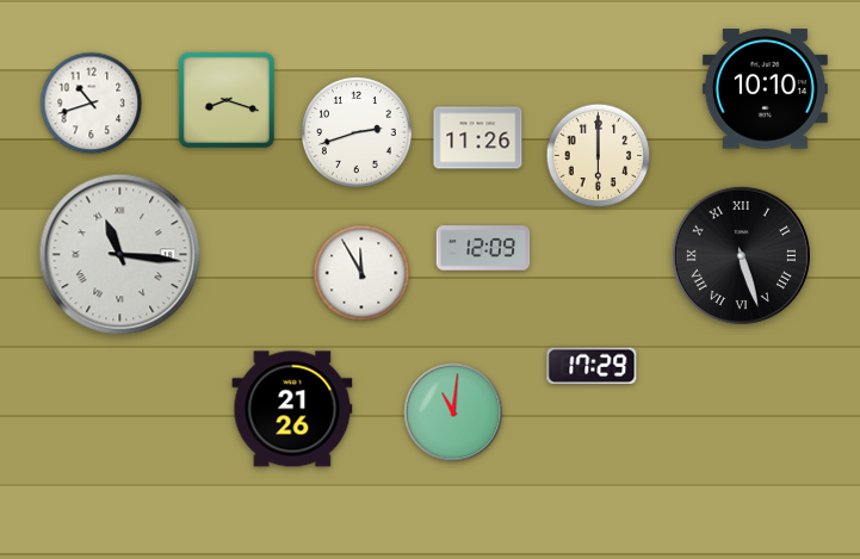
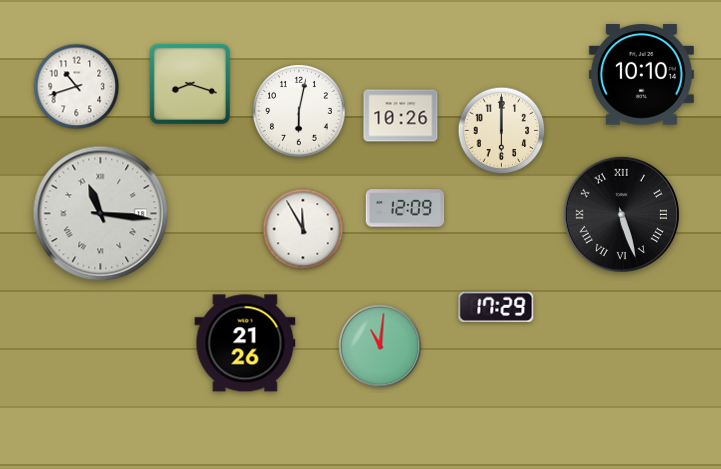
clock at (358, 133): 2:42 -> 6:02
clock at (478, 138): 11:26 -> 10:26
